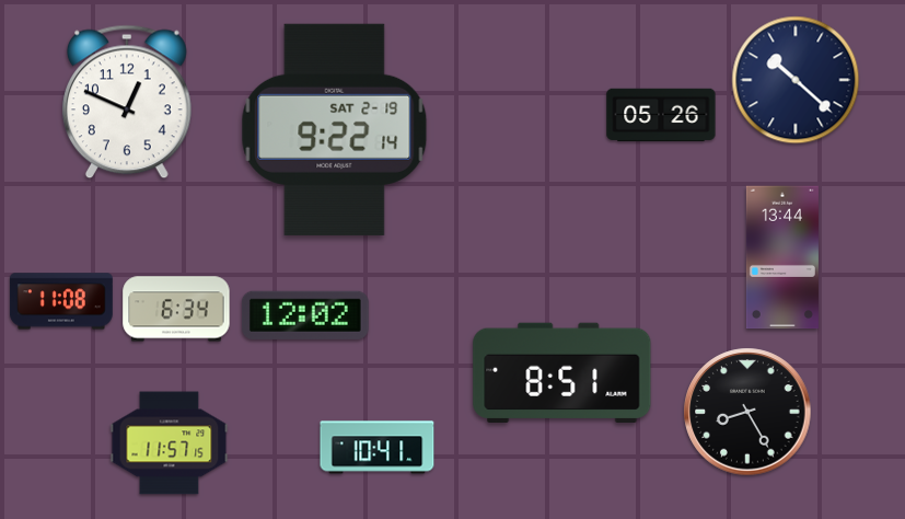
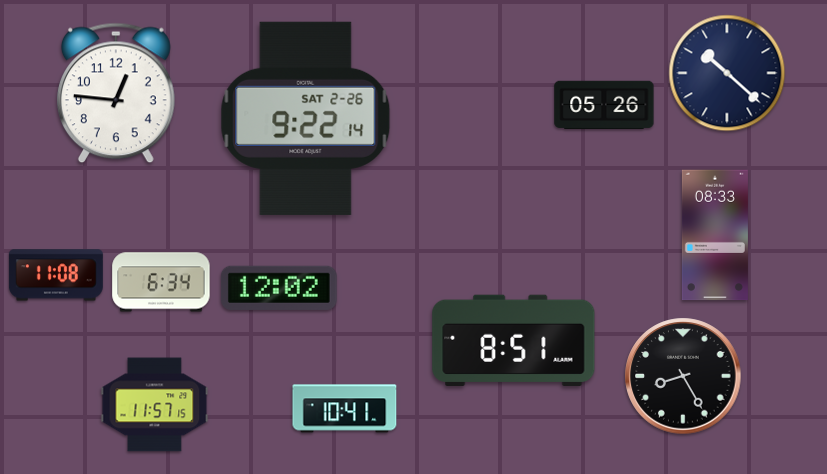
clock at (127, 102): 12:49 -> 12:46
clock at (335, 129) date: SAT 2-19 -> SAT 2-26
clock at (782, 257): 13:44 -> 08:33
